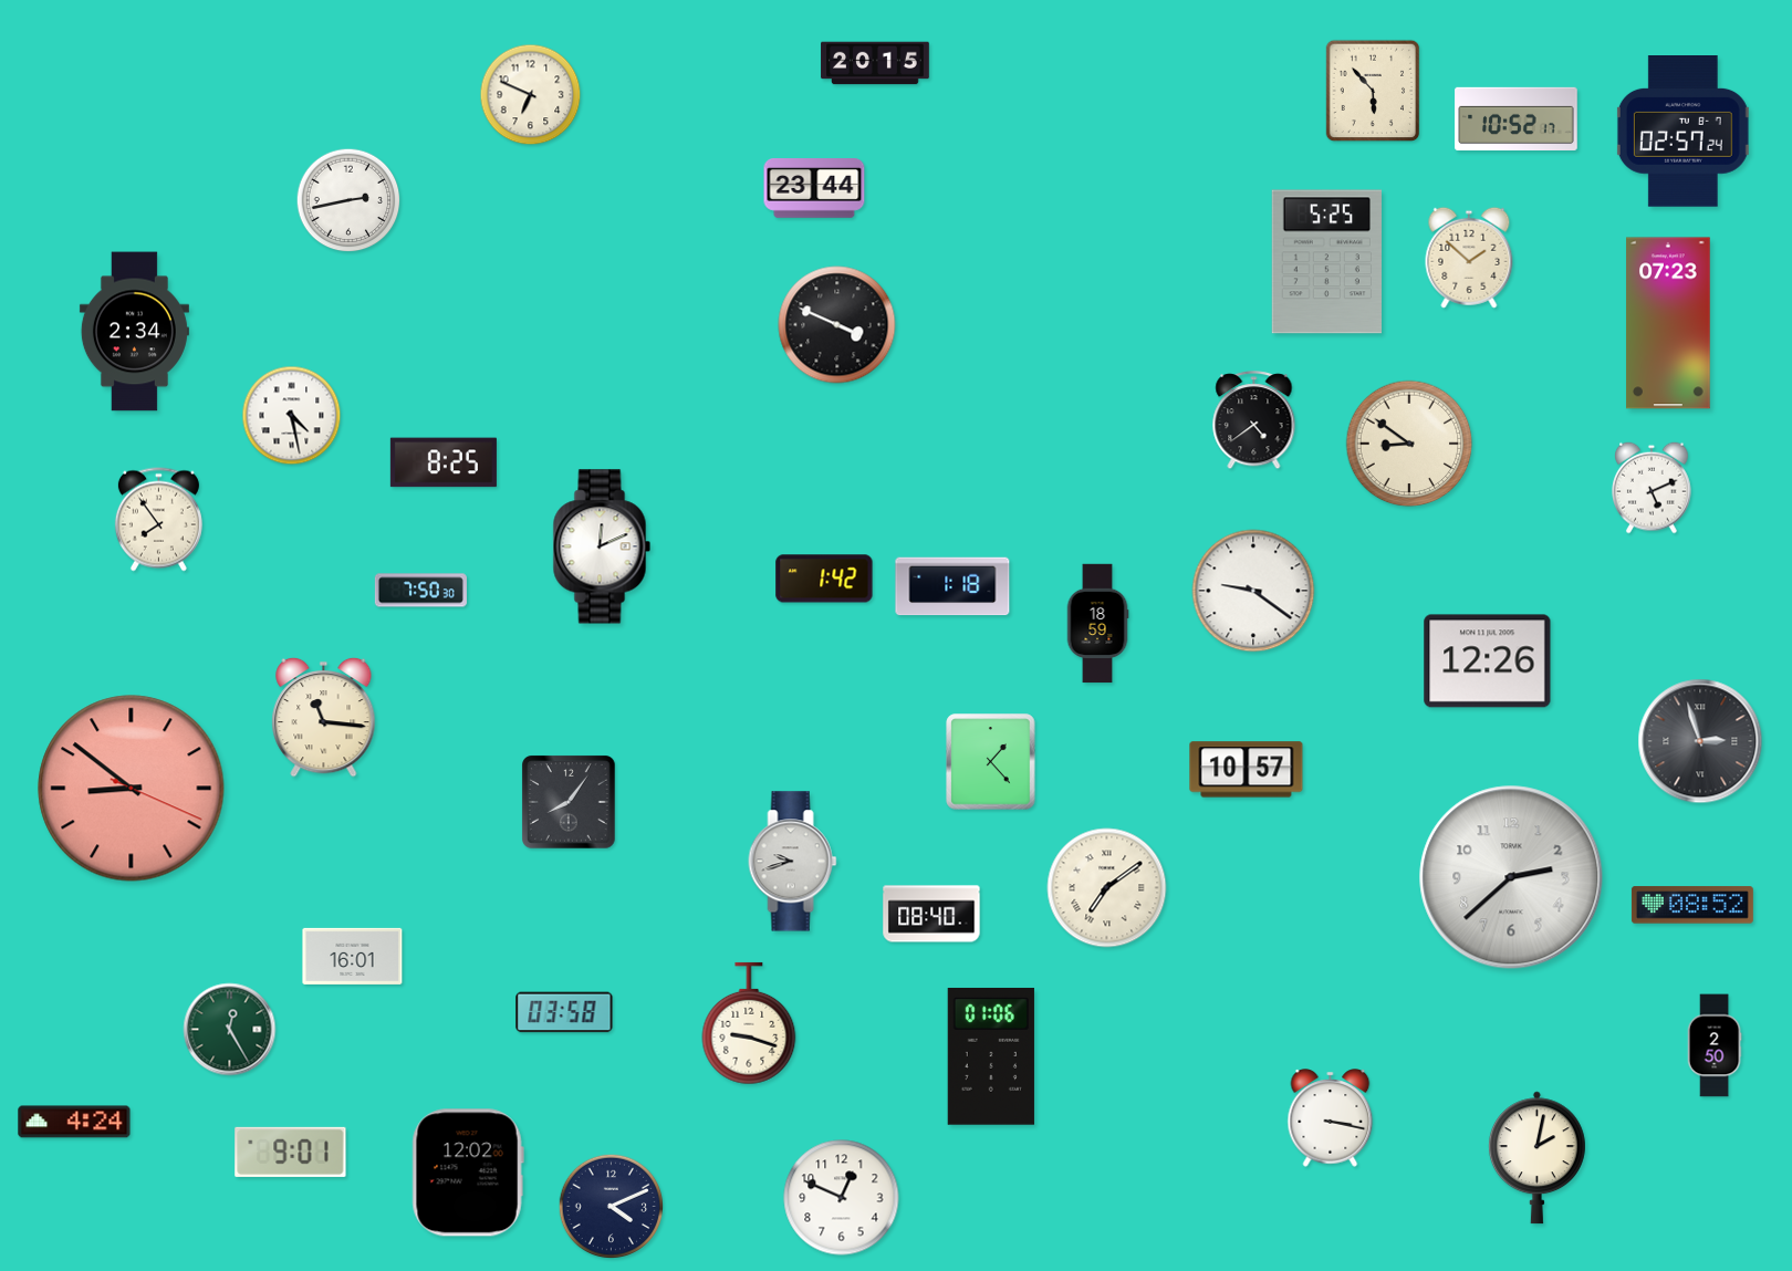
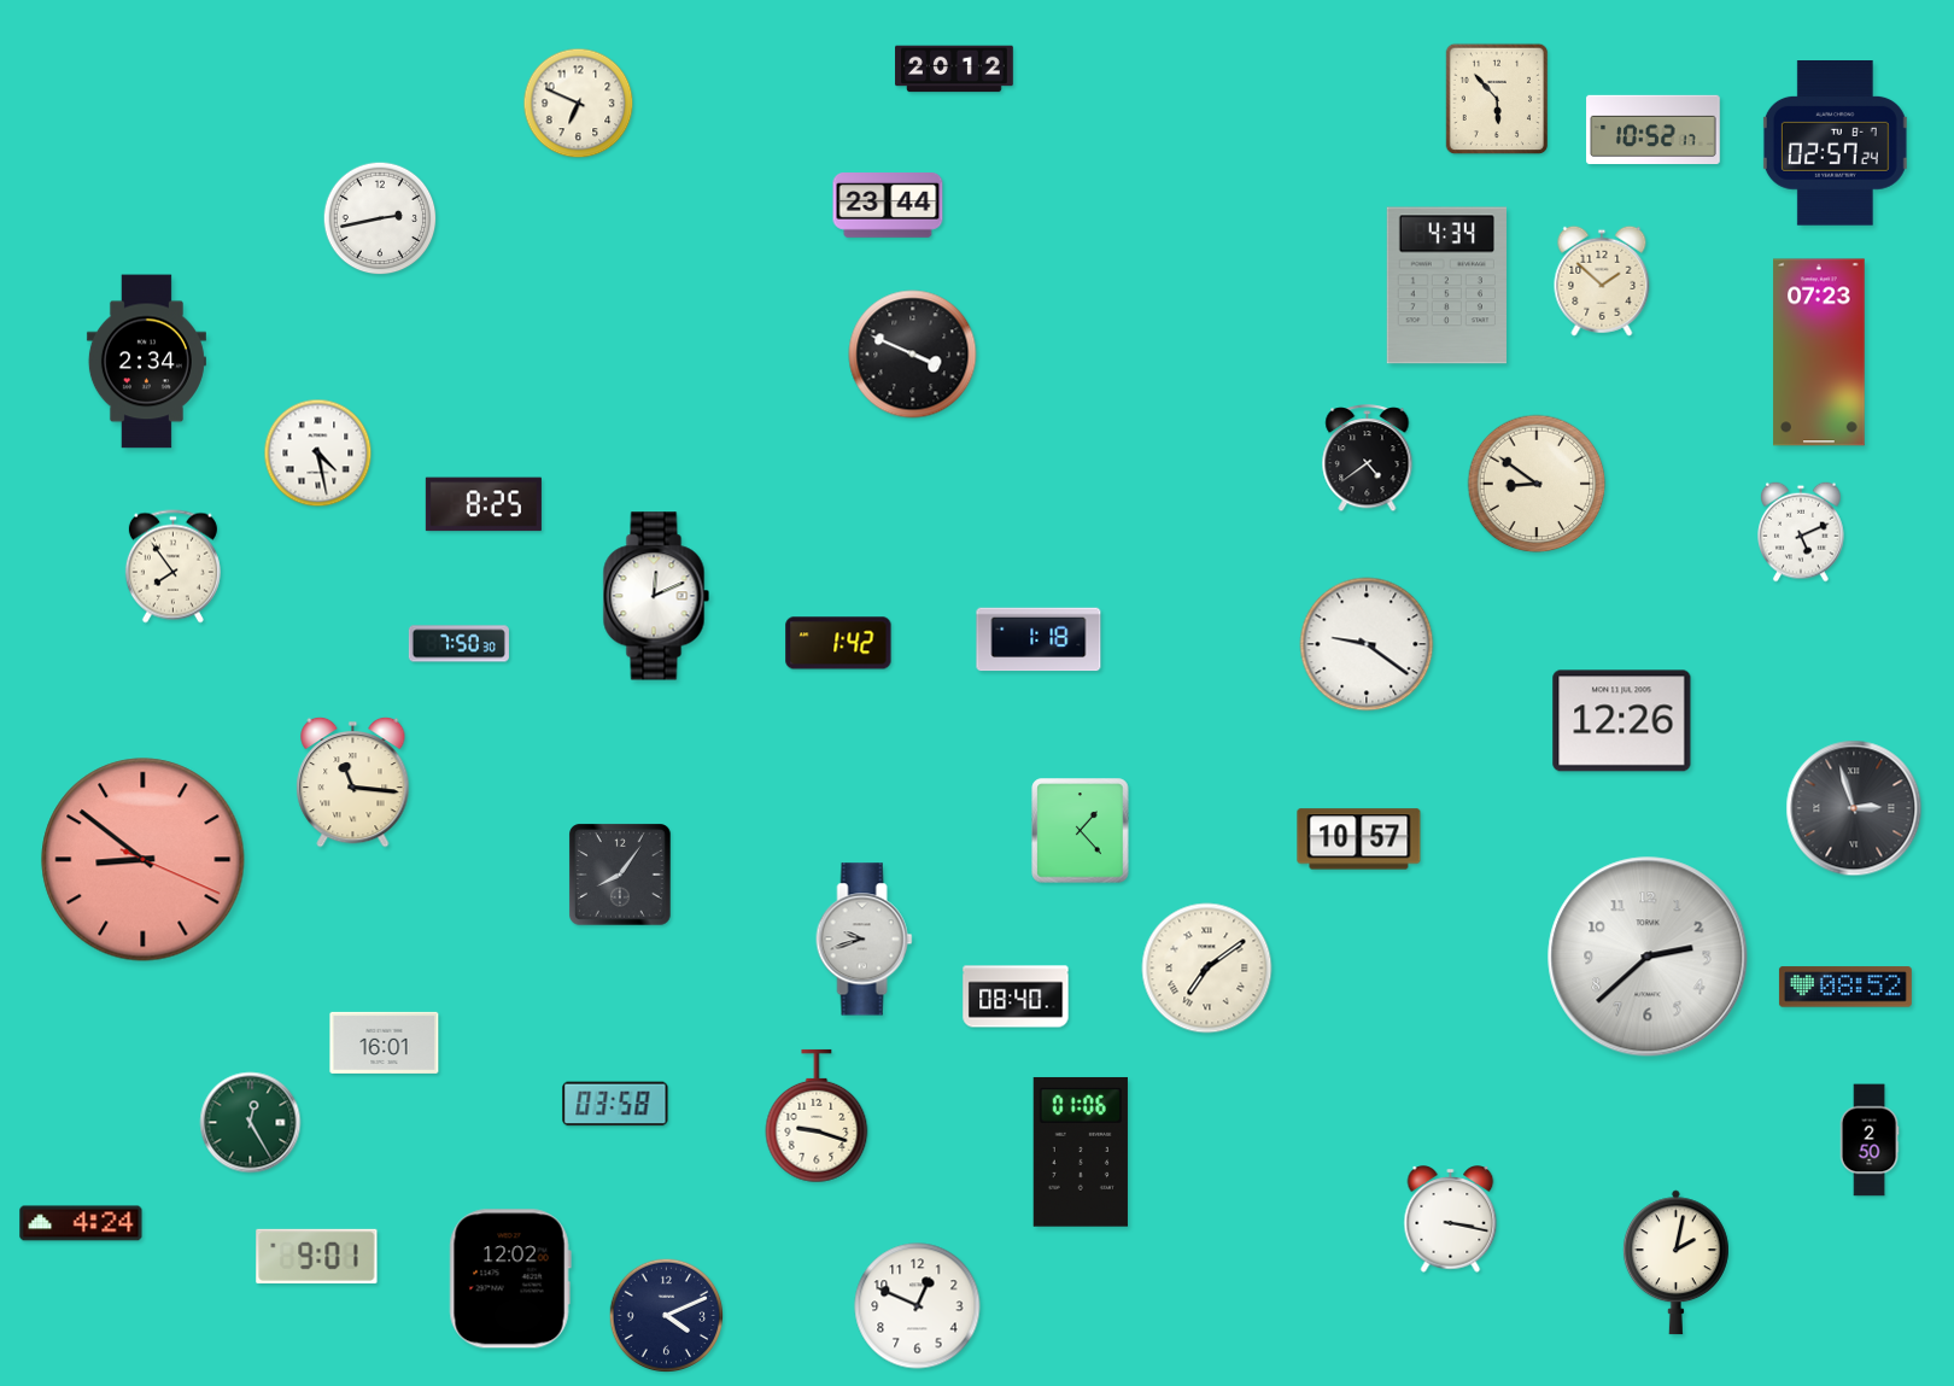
clock at (875, 63): 20:15 -> 20:12
clock at (1326, 262): 5:25 -> 4:34
clock at (824, 579) position: (824, 579) -> (838, 643)
clock at (1097, 624): 18:59 -> none
